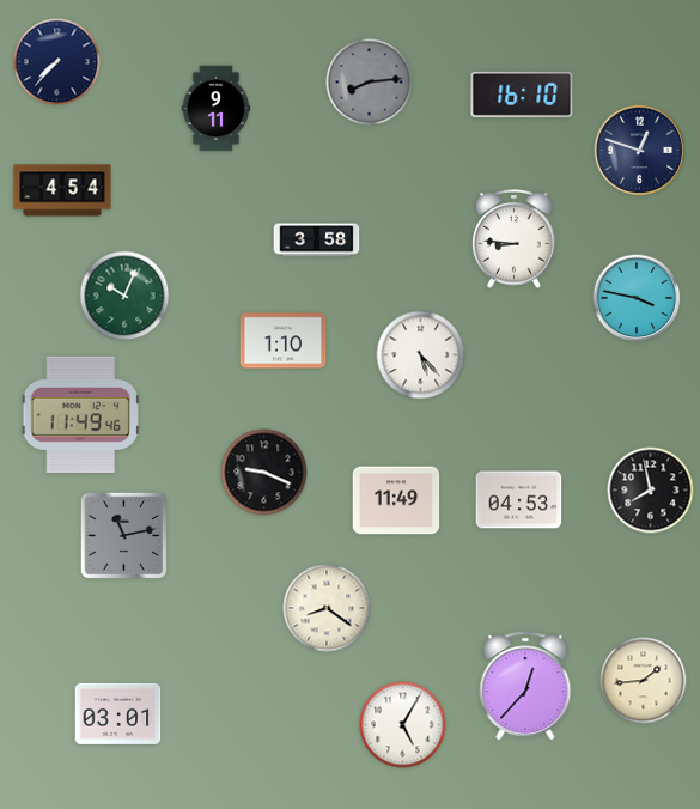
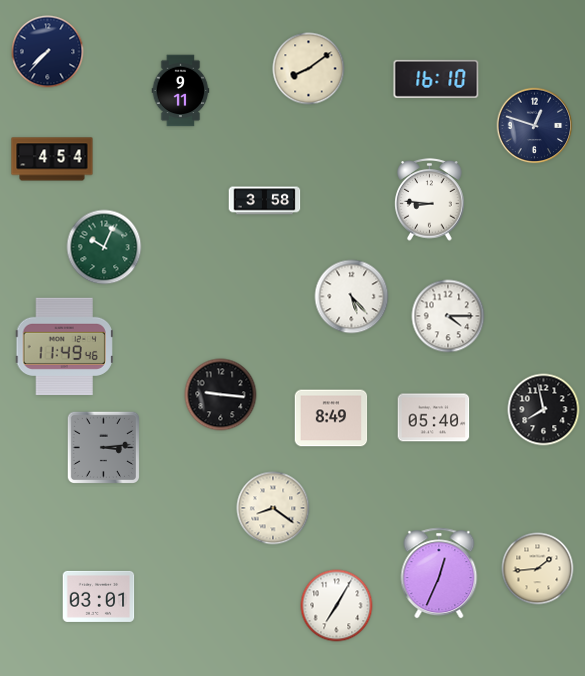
clock at (370, 83): 8:14 -> 8:09
clock at (370, 83) dial: grey -> cream
clock at (637, 298): 3:47 -> none
clock at (284, 341): 1:10 -> none
clock at (448, 316): none -> 4:15
clock at (80, 415) position: (80, 415) -> (64, 347)
clock at (264, 473): 9:19 -> 9:16
clock at (396, 500): 11:49 -> 8:49
clock at (519, 500): 04:53 -> 05:40
clock at (123, 535): 11:13 -> 3:14
clock at (525, 686): 12:37 -> 12:34
clock at (403, 725): 5:05 -> 7:05
